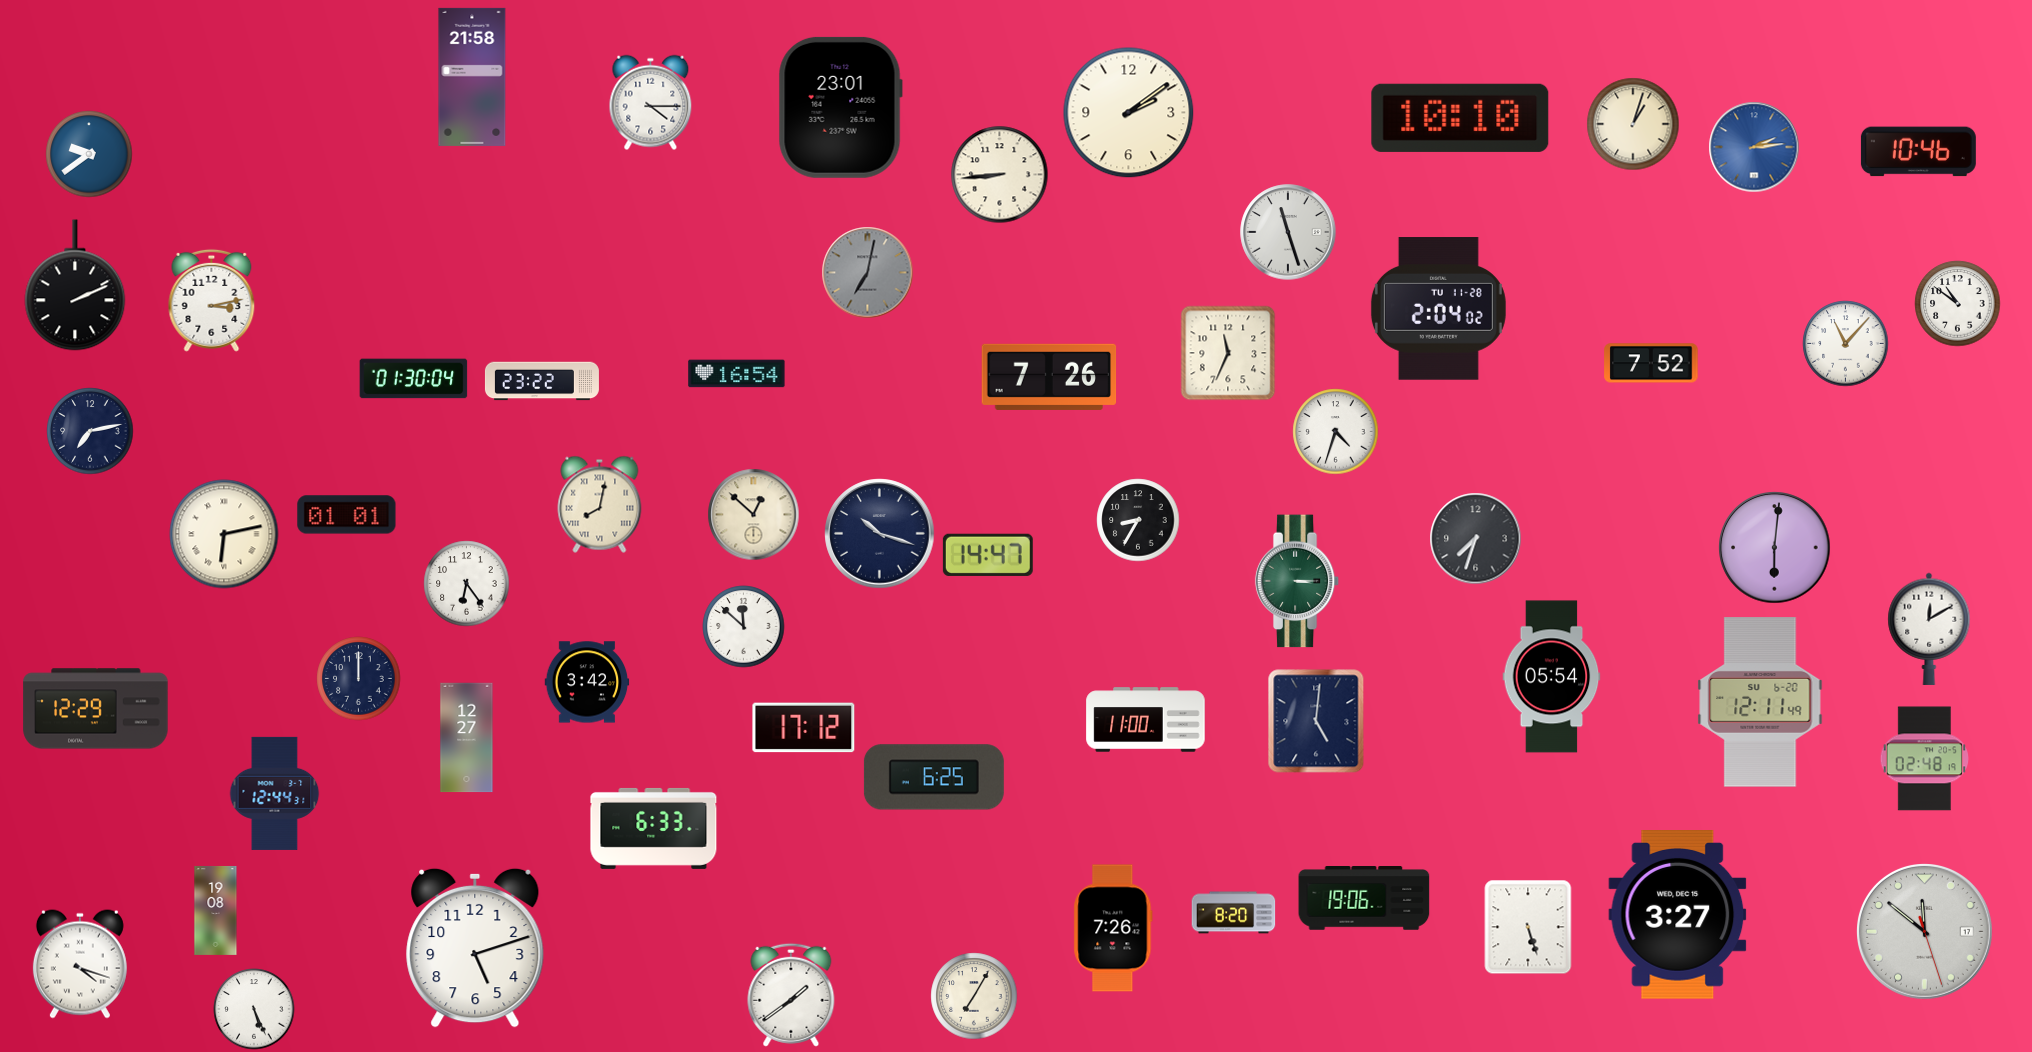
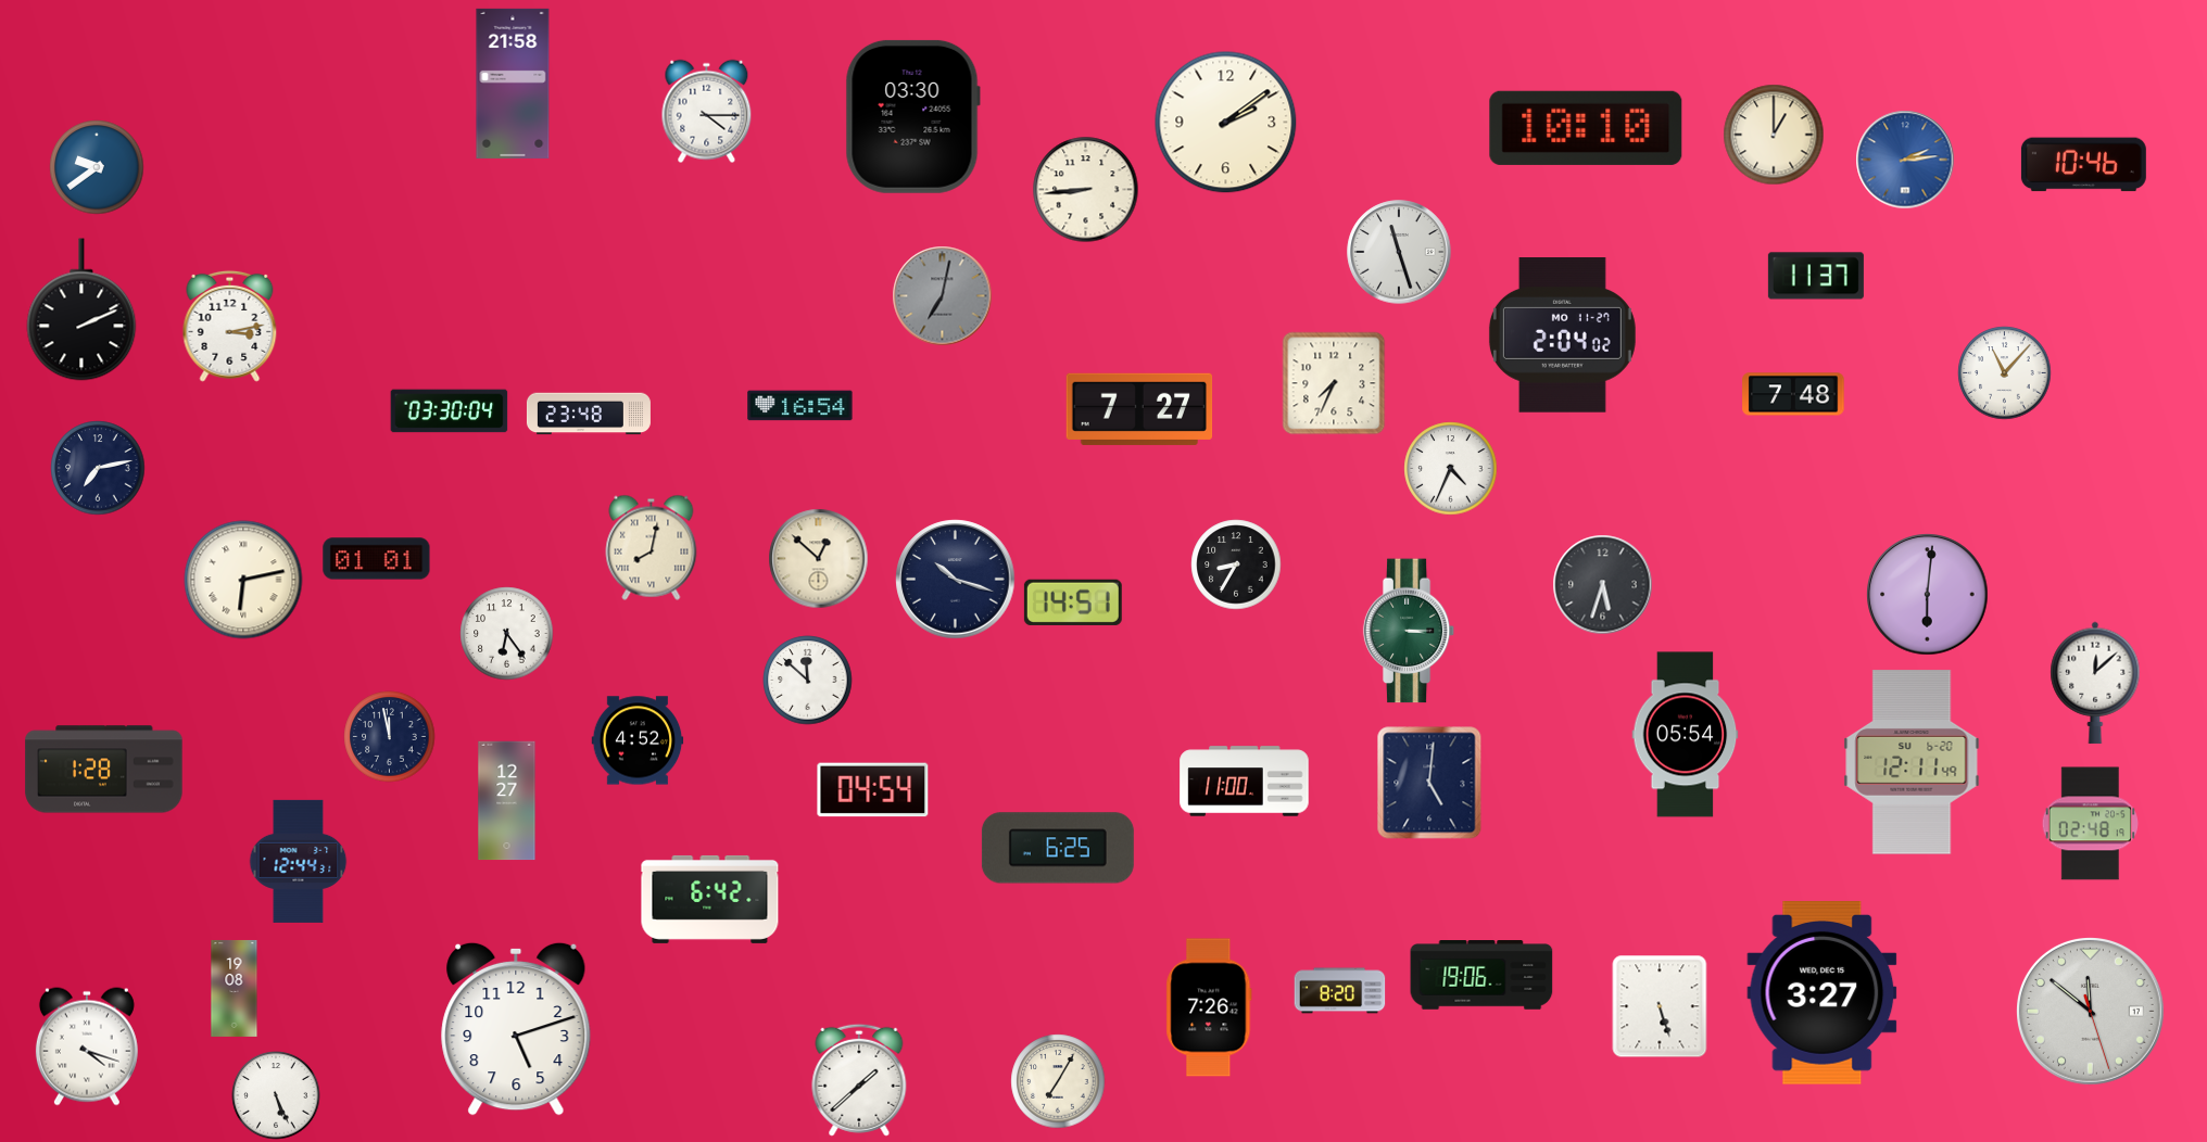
clock at (840, 107): 23:01 -> 03:30
clock at (1633, 124): 1:03 -> 1:00
clock at (1816, 276): none -> 11:37
clock at (1958, 304): 10:51 -> none
clock at (1438, 309) date: TU 11-28 -> MO 11-27
clock at (1228, 353): 11:34 -> 7:34
clock at (1651, 363): 7:52 -> 7:48
clock at (1049, 377): 7:26 -> 7:27
clock at (414, 379): 01:30 -> 03:30
clock at (542, 381): 23:22 -> 23:48
clock at (1336, 432): 4:33 -> 4:34
clock at (1476, 539): 7:33 -> 5:33
clock at (988, 555): 14:47 -> 14:51
clock at (1929, 629): 12:10 -> 12:08
clock at (359, 679): 12:00 -> 11:58
clock at (587, 682): 3:42 -> 4:52
clock at (96, 709): 12:29 -> 1:28
clock at (804, 728): 17:12 -> 04:54
clock at (934, 777) position: (934, 777) -> (1058, 848)
clock at (654, 828): 6:33 -> 6:42
clock at (791, 995): 1:39 -> 1:38
